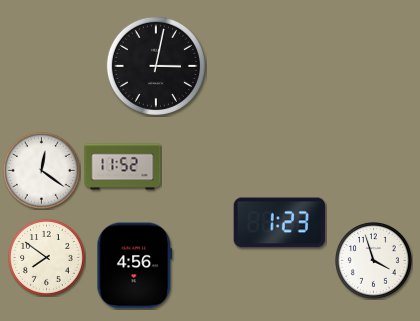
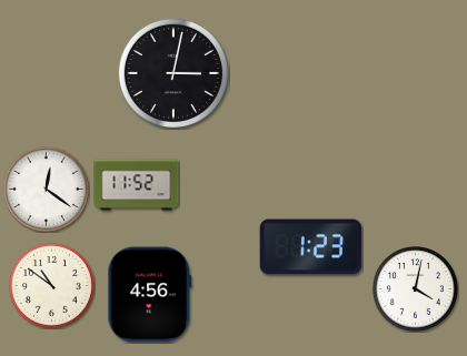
clock at (46, 257): 7:51 -> 10:51
clock at (373, 260): 3:57 -> 4:02
